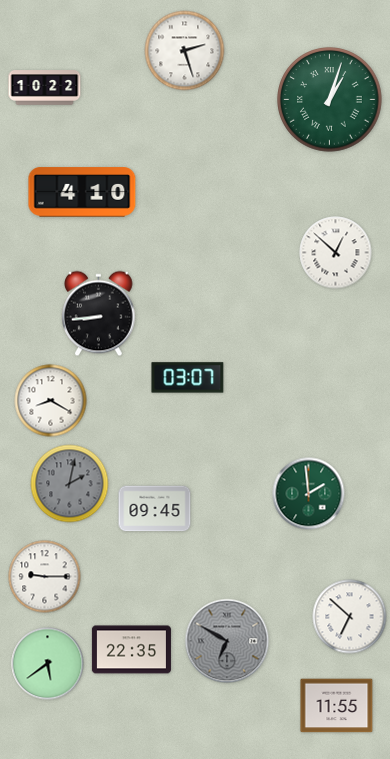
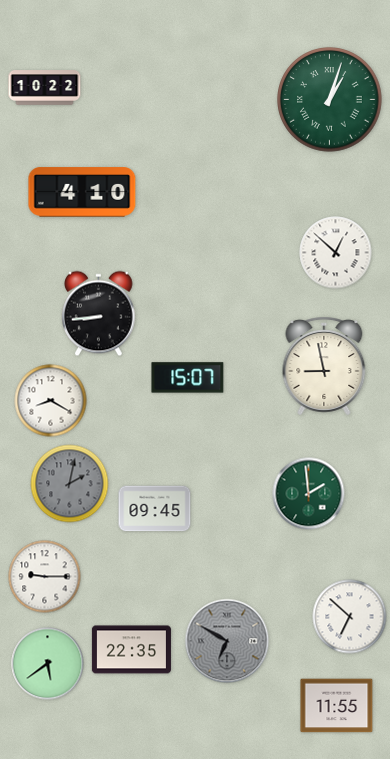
clock at (185, 51): 2:27 -> none
clock at (324, 366): none -> 8:58
clock at (188, 378): 03:07 -> 15:07
